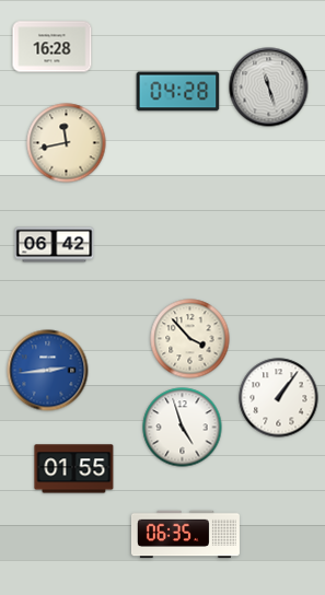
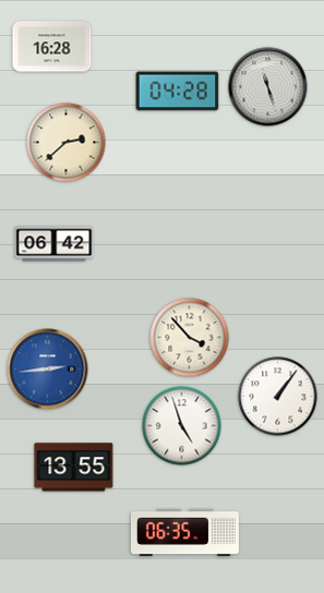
clock at (67, 143): 11:43 -> 2:38
clock at (74, 469): 01:55 -> 13:55
